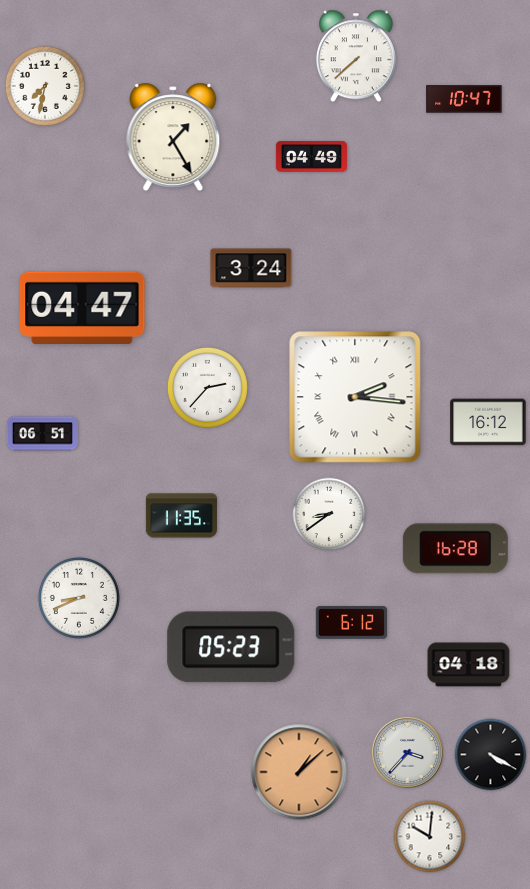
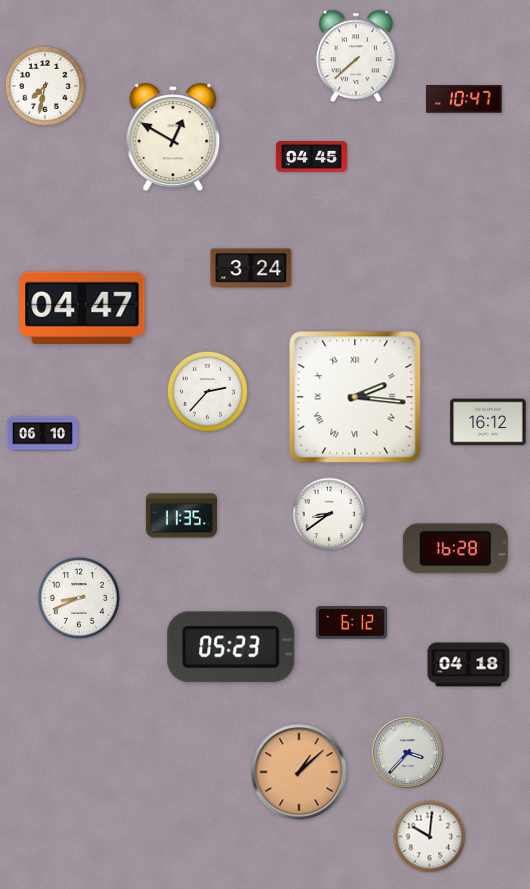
clock at (173, 137): 1:25 -> 12:50
clock at (311, 157): 04:49 -> 04:45
clock at (207, 387) position: (207, 387) -> (207, 391)
clock at (42, 434): 06:51 -> 06:10
clock at (491, 755): 4:20 -> none
